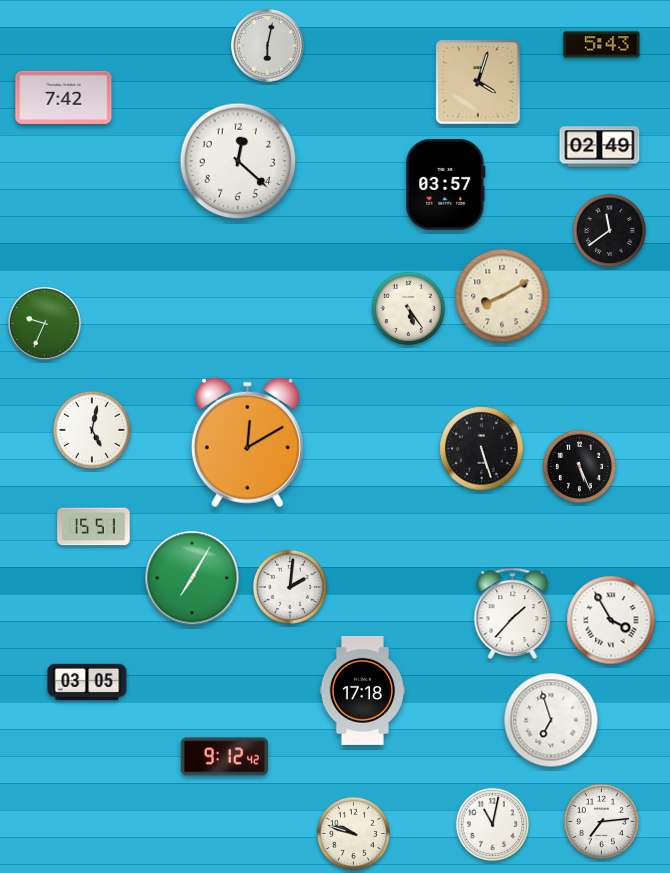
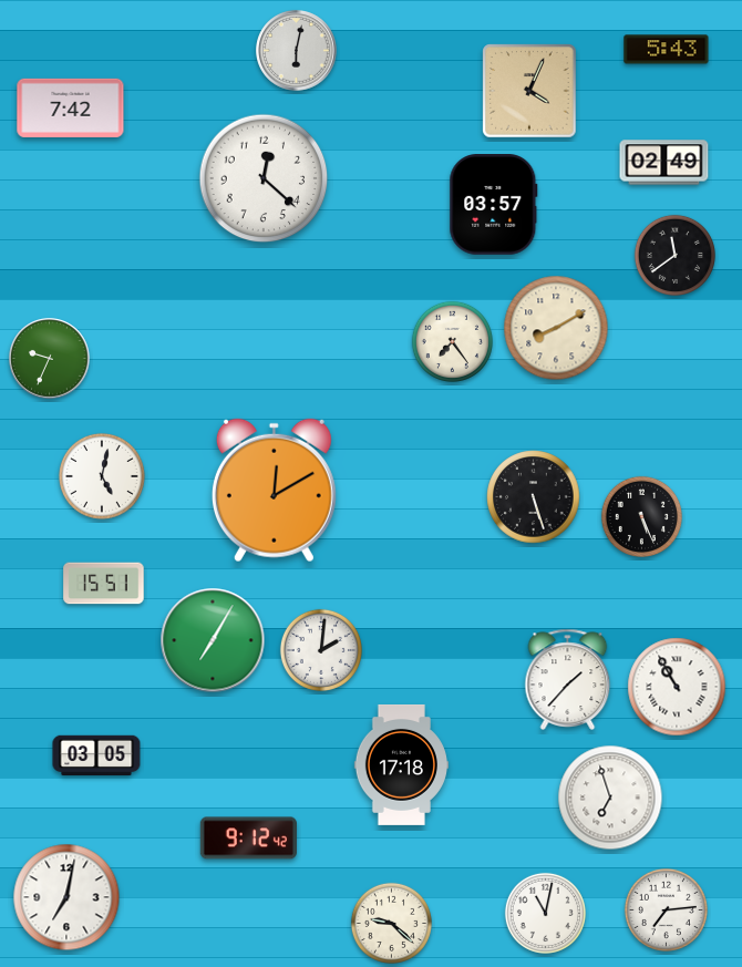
clock at (478, 82): 4:03 -> 4:04
clock at (408, 308): 5:24 -> 7:24
clock at (611, 620): 3:55 -> 10:55
clock at (66, 897): none -> 7:02
clock at (353, 833): 9:48 -> 9:22
